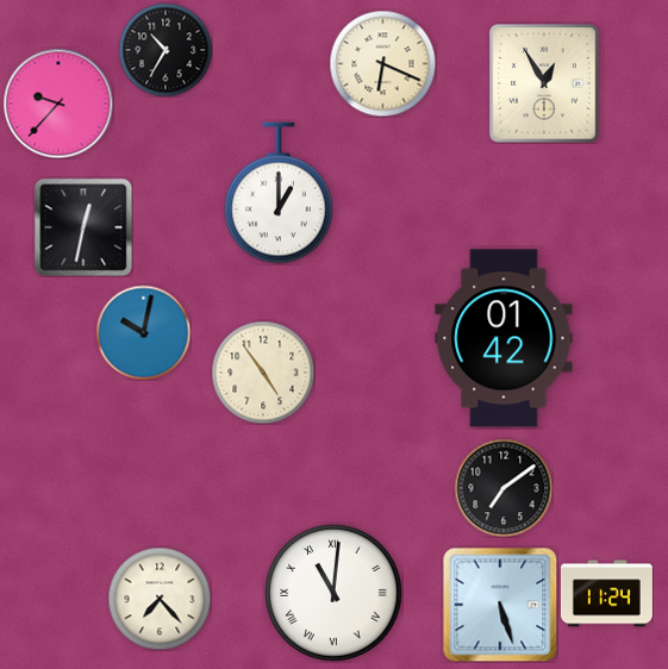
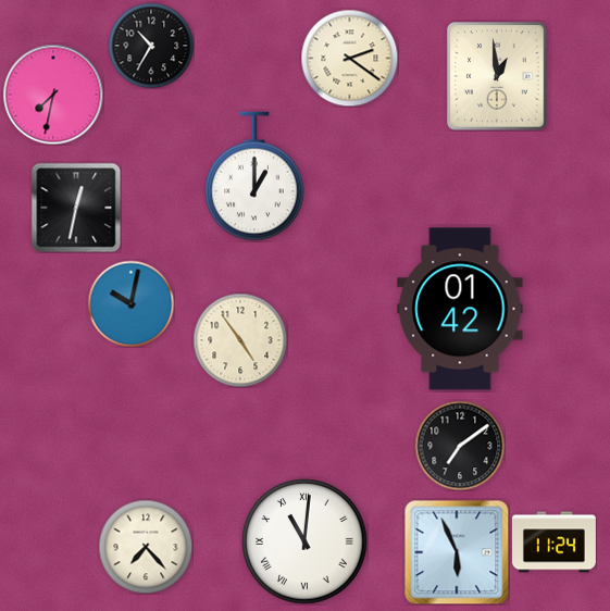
clock at (382, 63): 6:19 -> 2:21
clock at (544, 83): 12:55 -> 12:59
clock at (58, 104): 9:37 -> 7:32
clock at (500, 605): 5:27 -> 5:56
